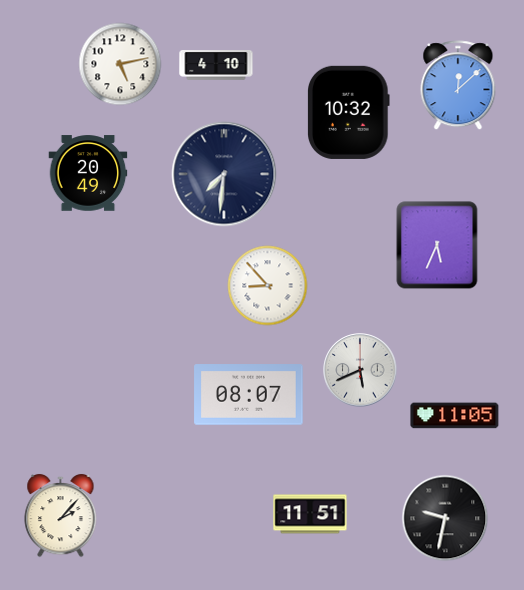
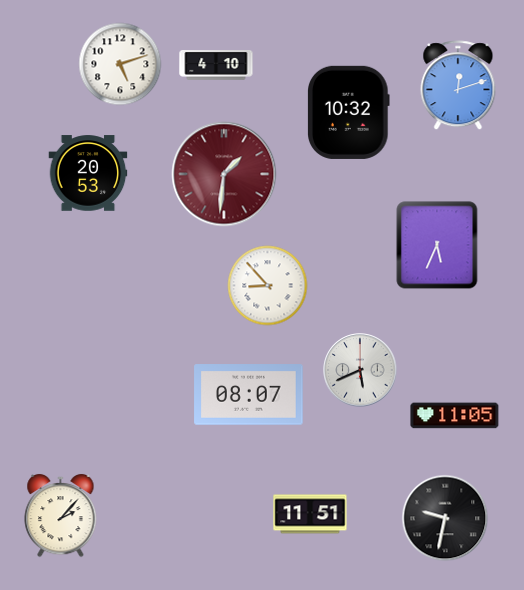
clock at (120, 64): 5:13 -> 5:12
clock at (458, 86): 12:08 -> 12:12
clock at (88, 173): 20:49 -> 20:53
clock at (224, 174): 7:31 -> 1:31
clock at (224, 174) dial: navy -> burgundy
